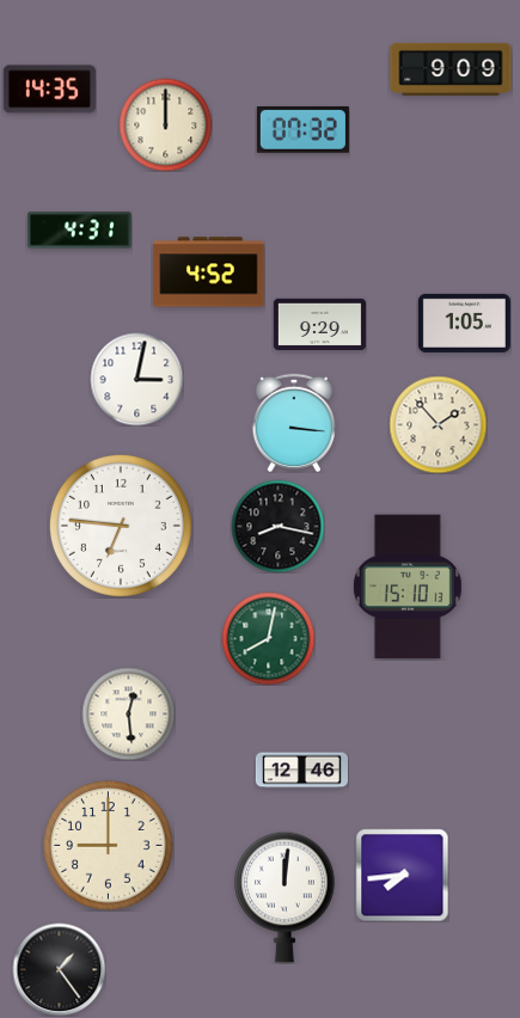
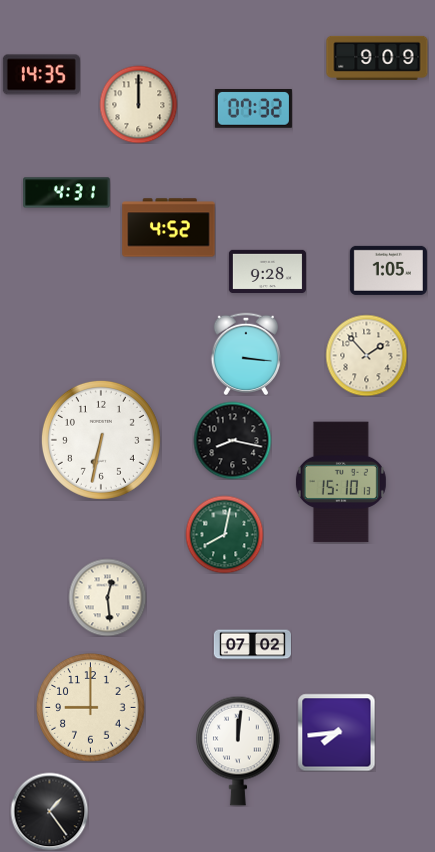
clock at (209, 272) position: (209, 272) -> (169, 228)
clock at (319, 324): 9:29 -> 9:28
clock at (136, 379): 3:02 -> none
clock at (121, 526): 6:46 -> 6:32
clock at (408, 587) position: (408, 587) -> (341, 482)
clock at (301, 771): 12:46 -> 07:02
